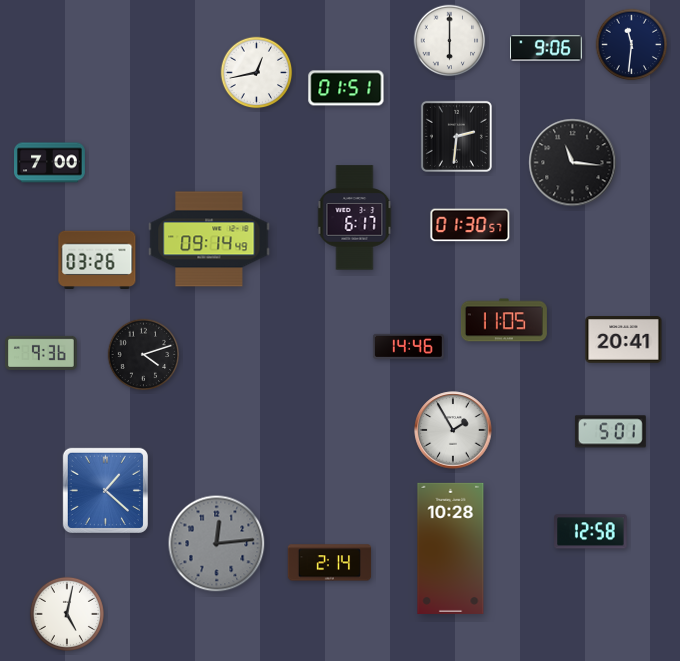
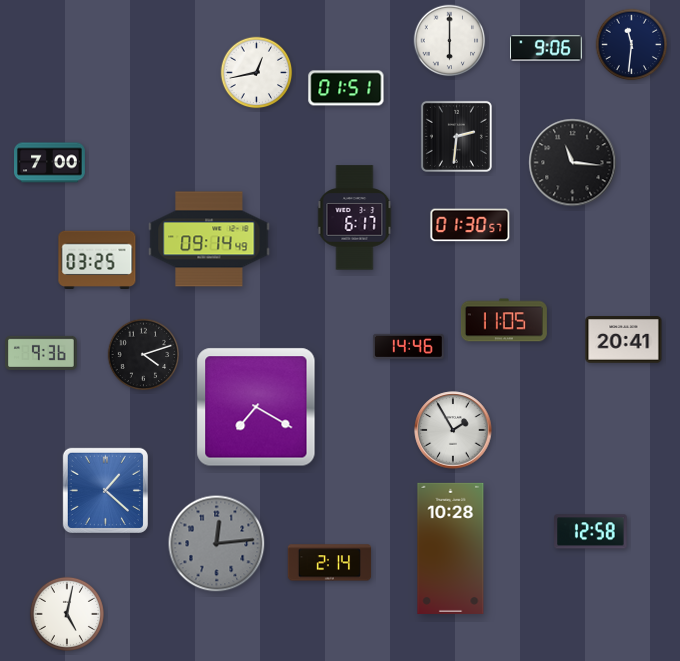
clock at (97, 260): 03:26 -> 03:25
clock at (256, 407): none -> 7:20
clock at (610, 432): 5:01 -> none
